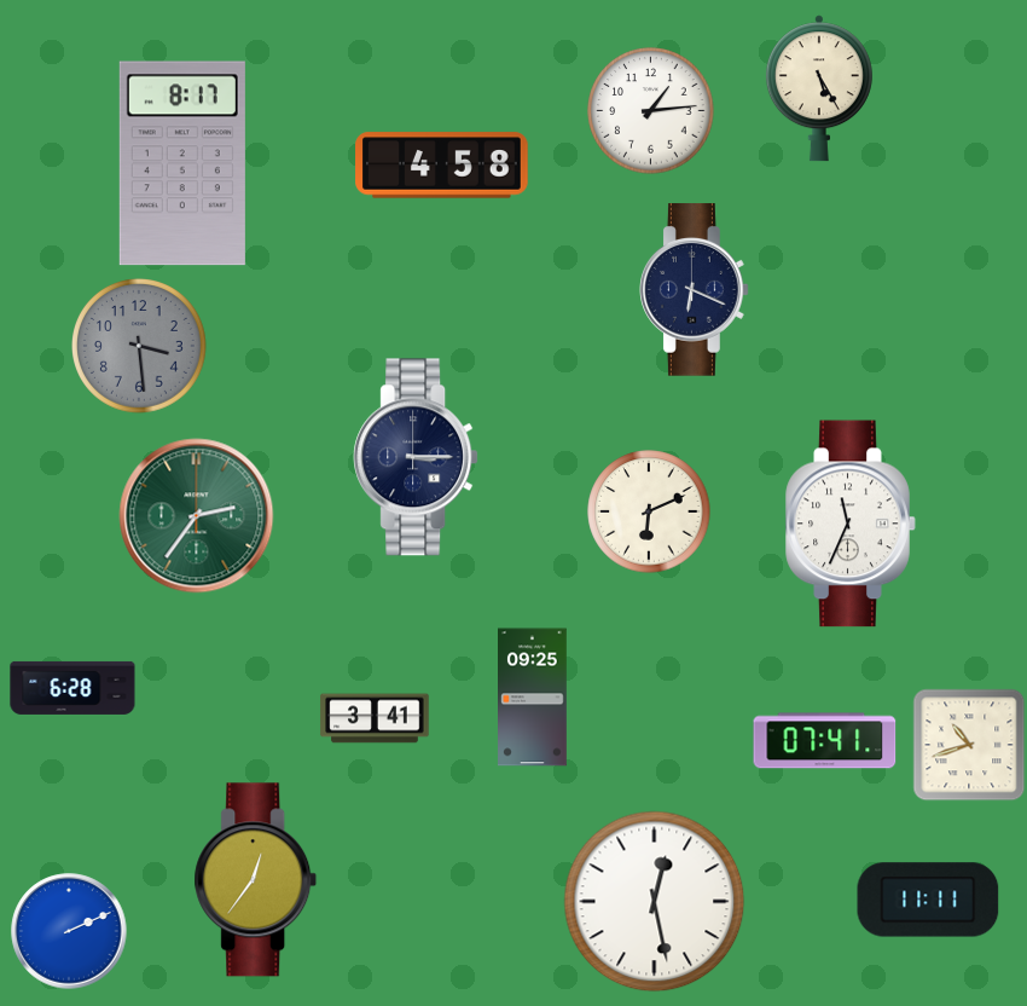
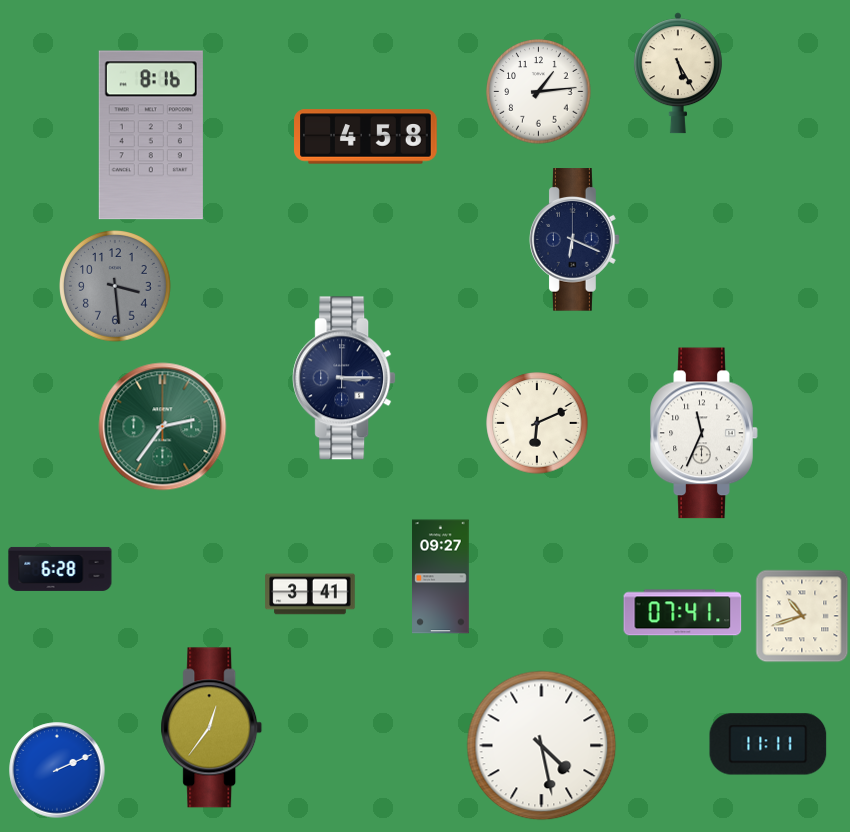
clock at (182, 163): 8:17 -> 8:16
clock at (533, 698): 09:25 -> 09:27
clock at (655, 902): 12:28 -> 4:28
